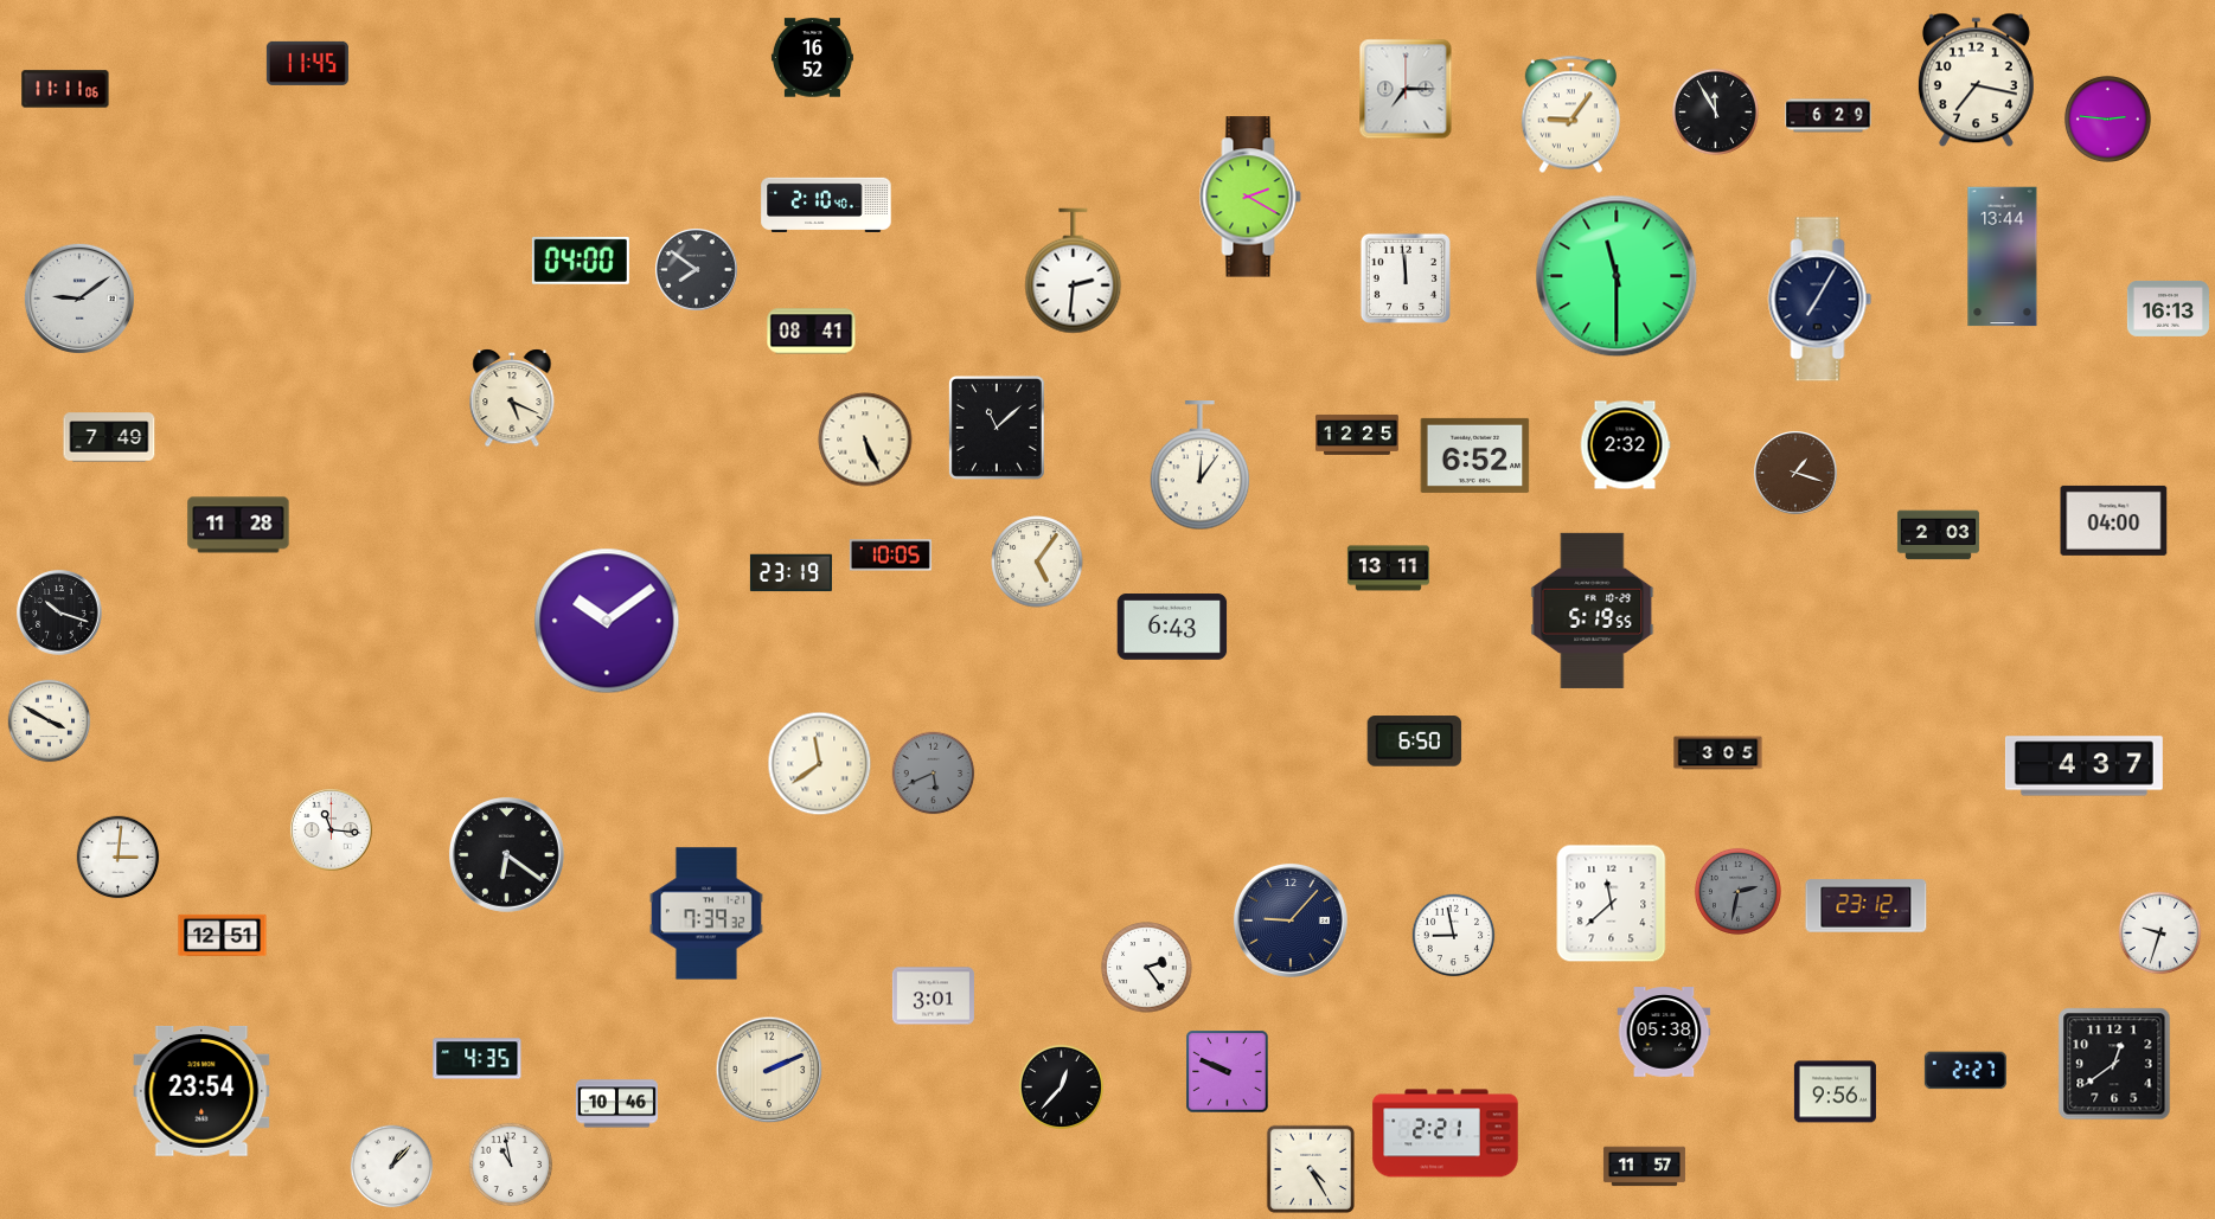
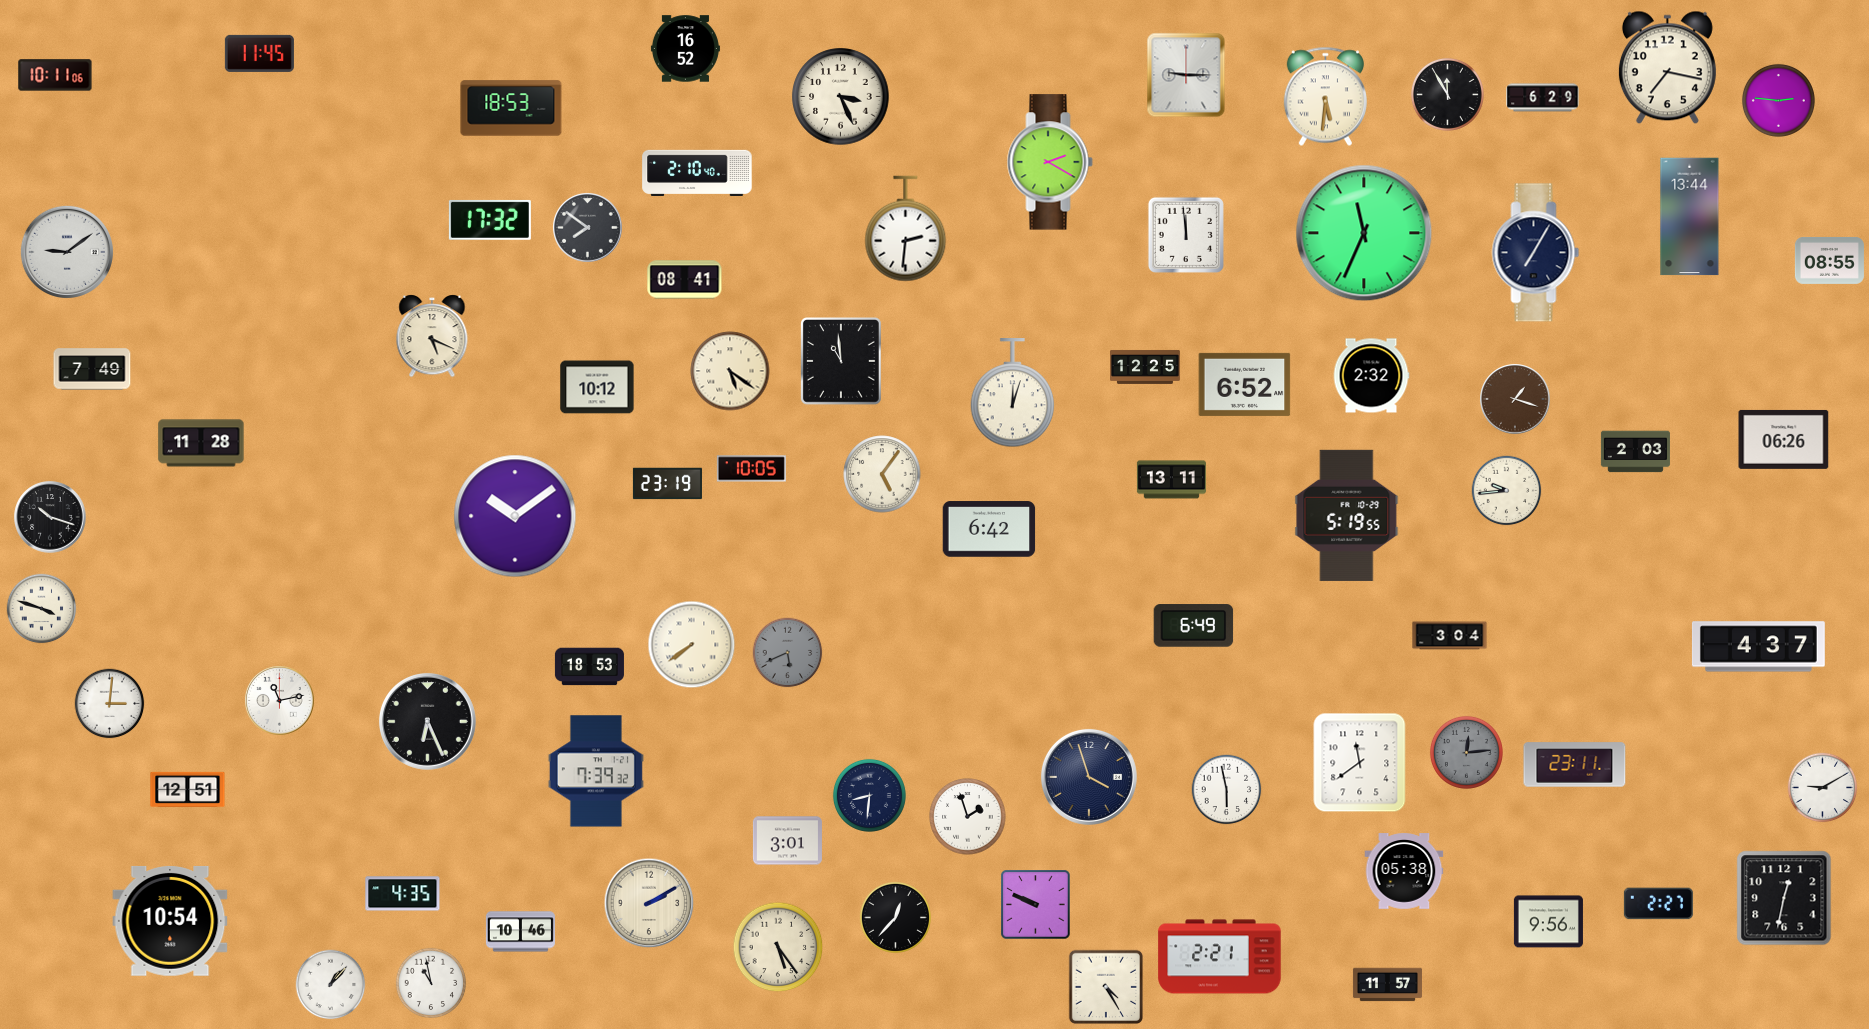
clock at (65, 89): 11:11 -> 10:11
clock at (1406, 89): 7:15 -> 9:15
clock at (841, 97): none -> 3:26
clock at (1570, 115): 9:06 -> 5:31
clock at (511, 108): none -> 18:53
clock at (1250, 197) position: (1250, 197) -> (1050, 162)
clock at (581, 261): 04:00 -> 17:32
clock at (1617, 276): 11:30 -> 11:34
clock at (2168, 308): 16:13 -> 08:55
clock at (997, 429): 11:08 -> 10:59
clock at (865, 440): 5:26 -> 5:21
clock at (597, 387): none -> 10:12
clock at (1201, 466): 12:06 -> 12:03
clock at (2114, 520): 04:00 -> 06:26
clock at (1037, 562) position: (1037, 562) -> (882, 474)
clock at (1507, 491): none -> 9:44
clock at (1593, 610) position: (1593, 610) -> (1347, 515)
clock at (607, 621) position: (607, 621) -> (515, 516)
clock at (1172, 627): 6:43 -> 6:42
clock at (50, 721): 3:50 -> 3:48
clock at (1415, 742): 6:50 -> 6:49
clock at (1718, 753): 3:05 -> 3:04
clock at (820, 764): 11:39 -> 7:39
clock at (589, 667): none -> 18:53
clock at (332, 830): 11:16 -> 11:13
clock at (506, 854): 6:21 -> 6:26
clock at (119, 858) position: (119, 858) -> (110, 704)
clock at (1737, 891): 2:32 -> 12:14
clock at (1612, 904): 11:38 -> 11:39
clock at (1867, 906): 23:12 -> 23:11
clock at (1291, 920): 9:07 -> 3:57
clock at (2160, 934): 9:33 -> 9:10
clock at (1454, 936): 8:58 -> 5:58
clock at (869, 795): none -> 8:31
clock at (1147, 968): 2:24 -> 1:57
clock at (2114, 1064): 12:39 -> 12:32
clock at (769, 1070): 2:11 -> 2:10
clock at (201, 1091): 23:54 -> 10:54
clock at (778, 947): none -> 5:24
